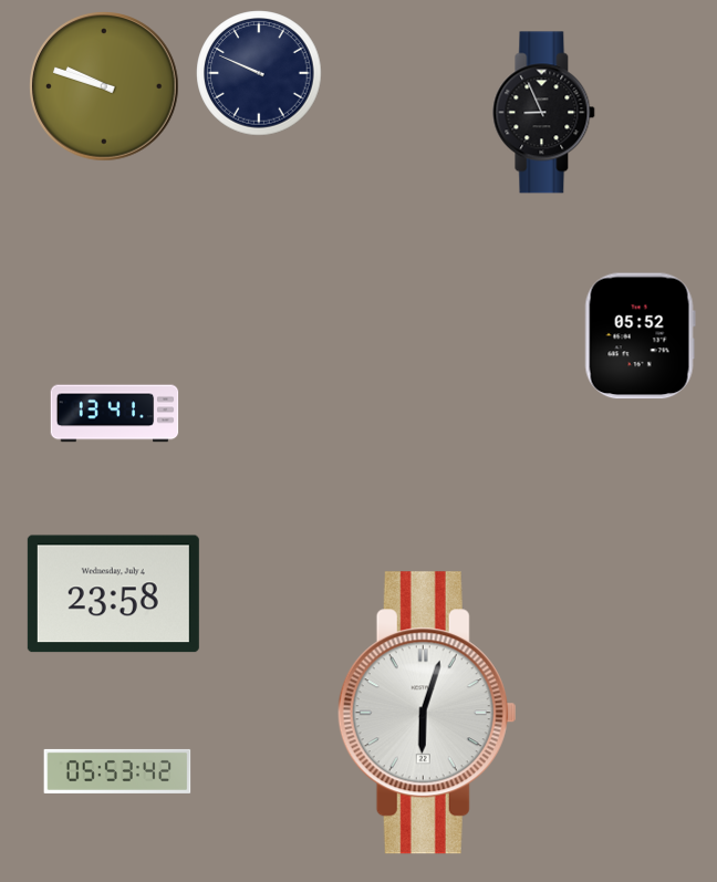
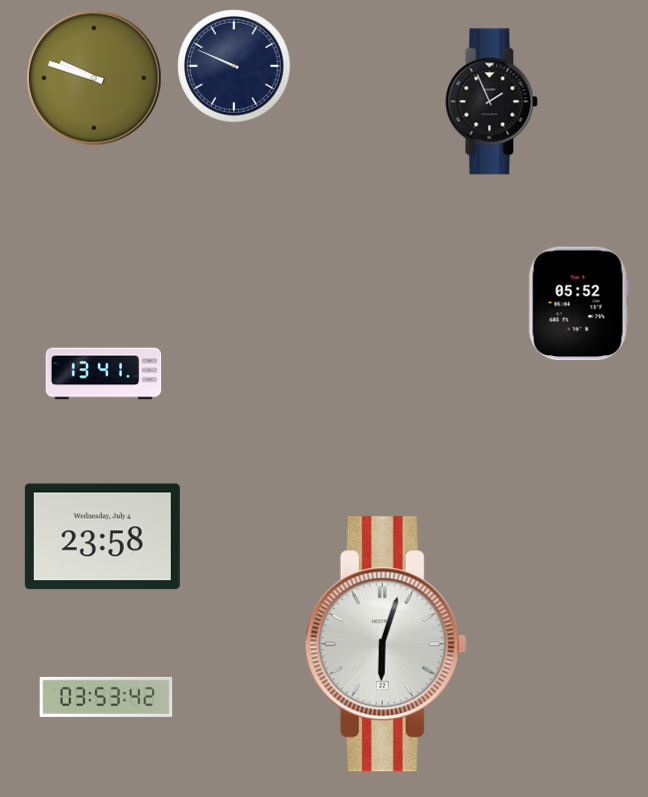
clock at (544, 113): 8:56 -> 1:56
clock at (117, 771): 05:53 -> 03:53
